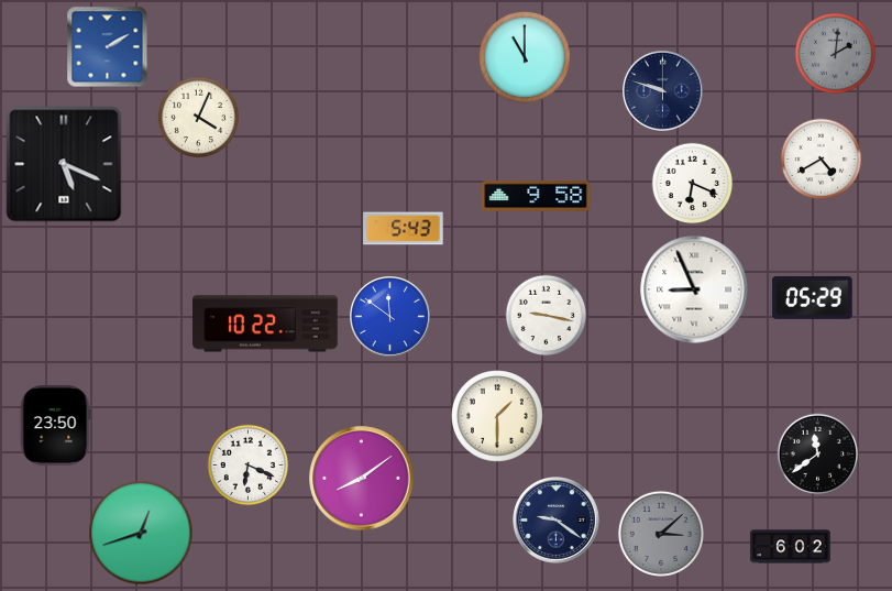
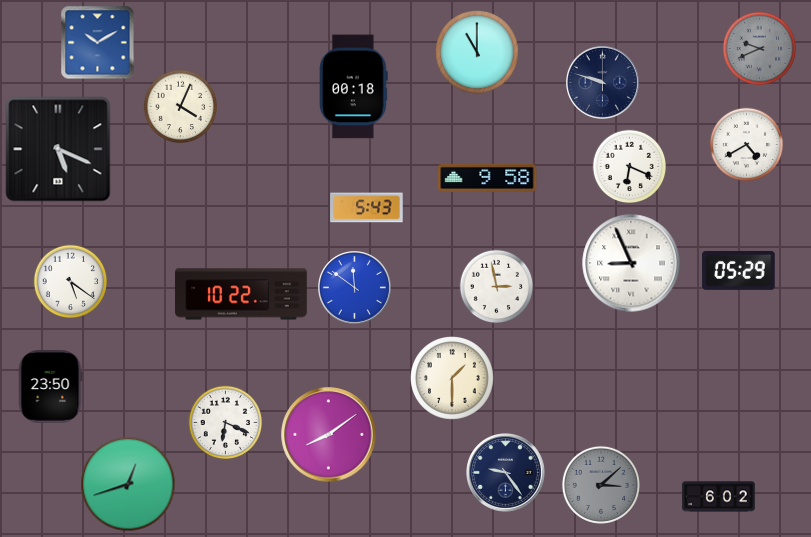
clock at (108, 47): 2:10 -> 10:10
clock at (836, 54): 2:01 -> 9:41
clock at (354, 87): none -> 00:18
clock at (71, 282): none -> 5:21
clock at (547, 316): 9:17 -> 2:58
clock at (818, 455): 11:39 -> none
clock at (557, 521): 9:21 -> 9:24
